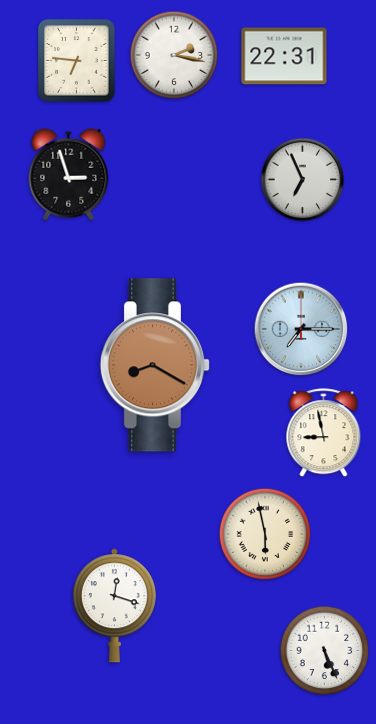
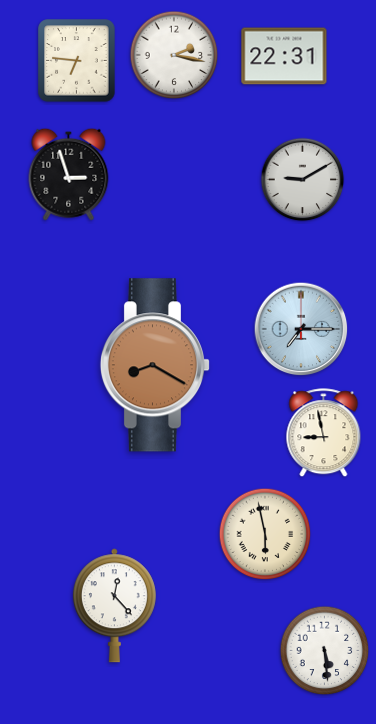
clock at (303, 180): 6:56 -> 9:10
clock at (114, 606): 12:18 -> 12:23
clock at (325, 651): 5:26 -> 5:29
